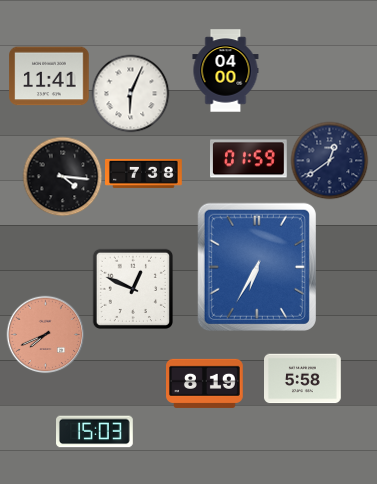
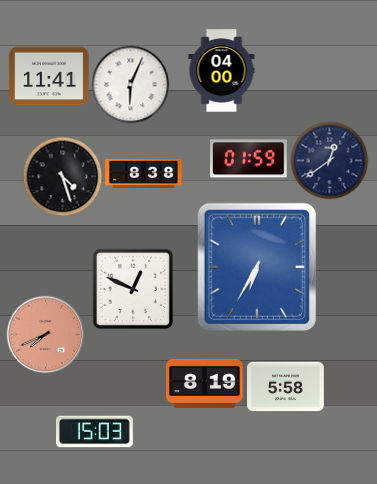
clock at (226, 71) position: (226, 71) -> (222, 71)
clock at (130, 93) position: (130, 93) -> (130, 84)
clock at (144, 173): 7:38 -> 8:38
clock at (62, 176): 4:16 -> 4:27
clock at (303, 379) position: (303, 379) -> (286, 387)
